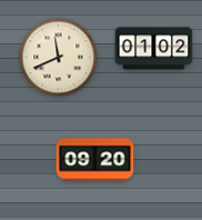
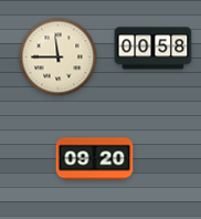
clock at (154, 49): 01:02 -> 00:58
clock at (59, 58): 11:41 -> 11:45
